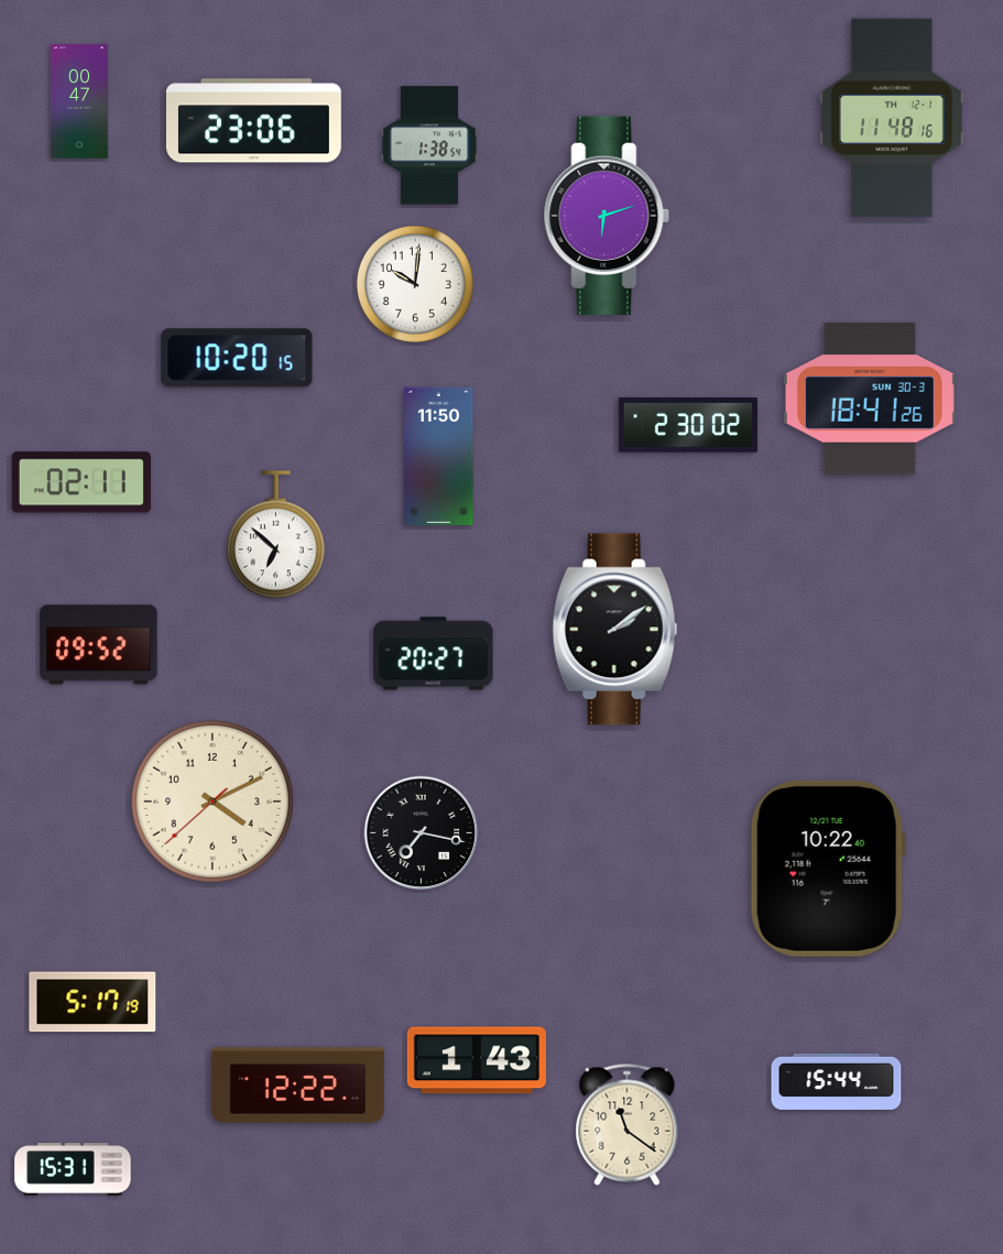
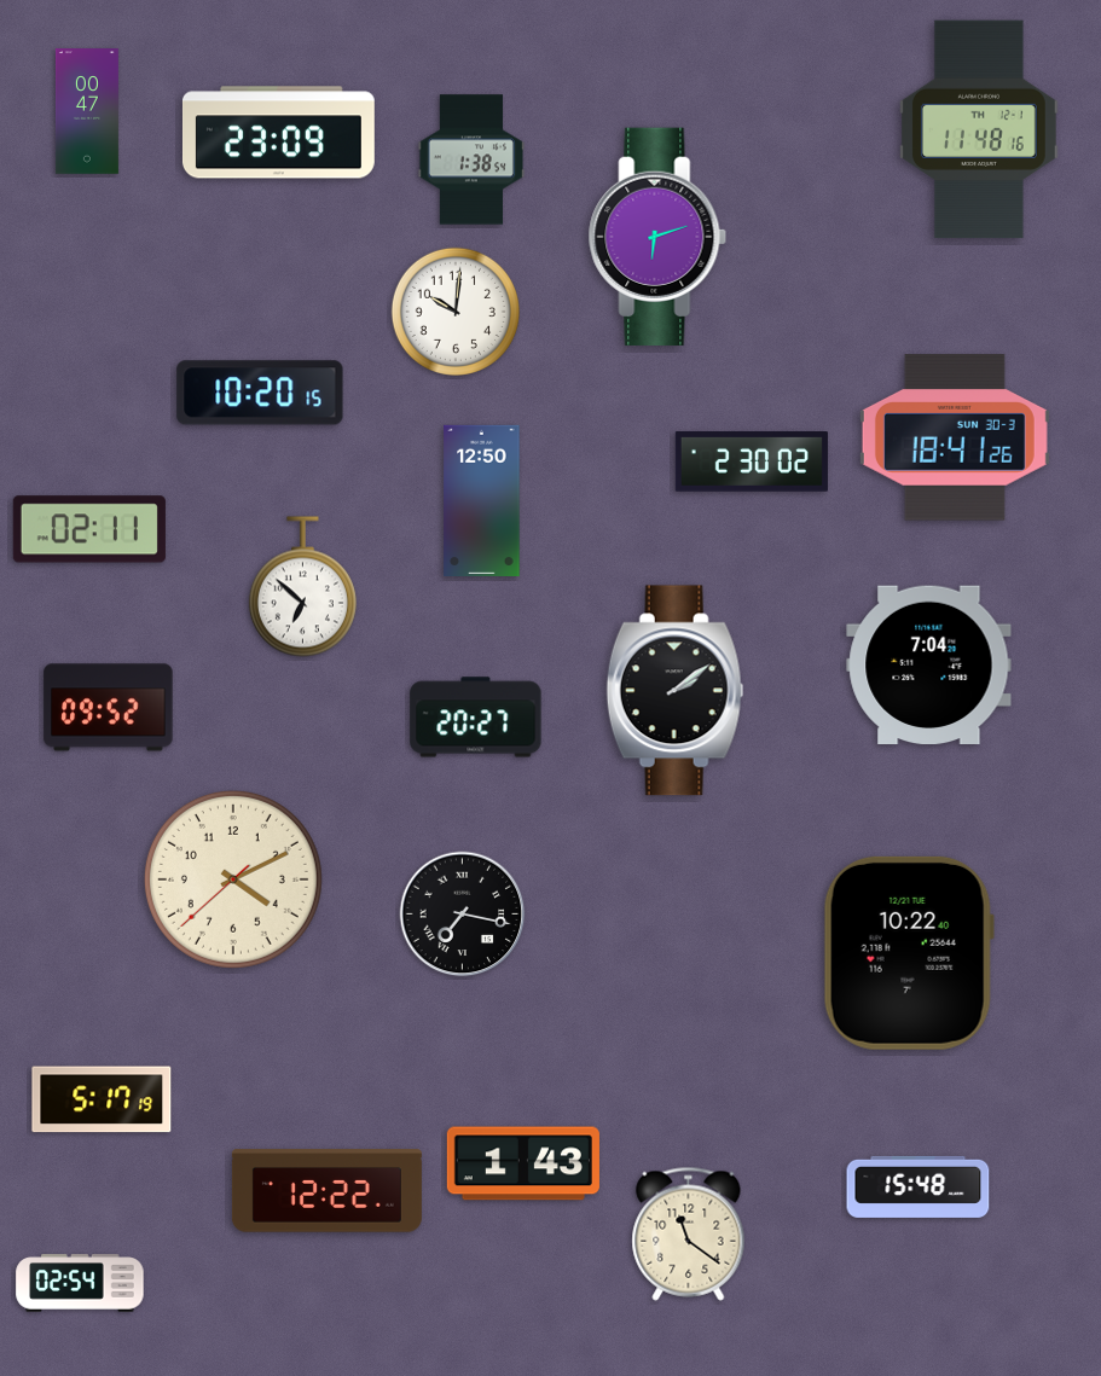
clock at (253, 121): 23:06 -> 23:09
clock at (607, 216) position: (607, 216) -> (657, 237)
clock at (688, 425) position: (688, 425) -> (752, 461)
clock at (439, 456): 11:50 -> 12:50
clock at (929, 666): none -> 7:04
clock at (837, 1081): 15:44 -> 15:48
clock at (73, 1169): 15:31 -> 02:54
